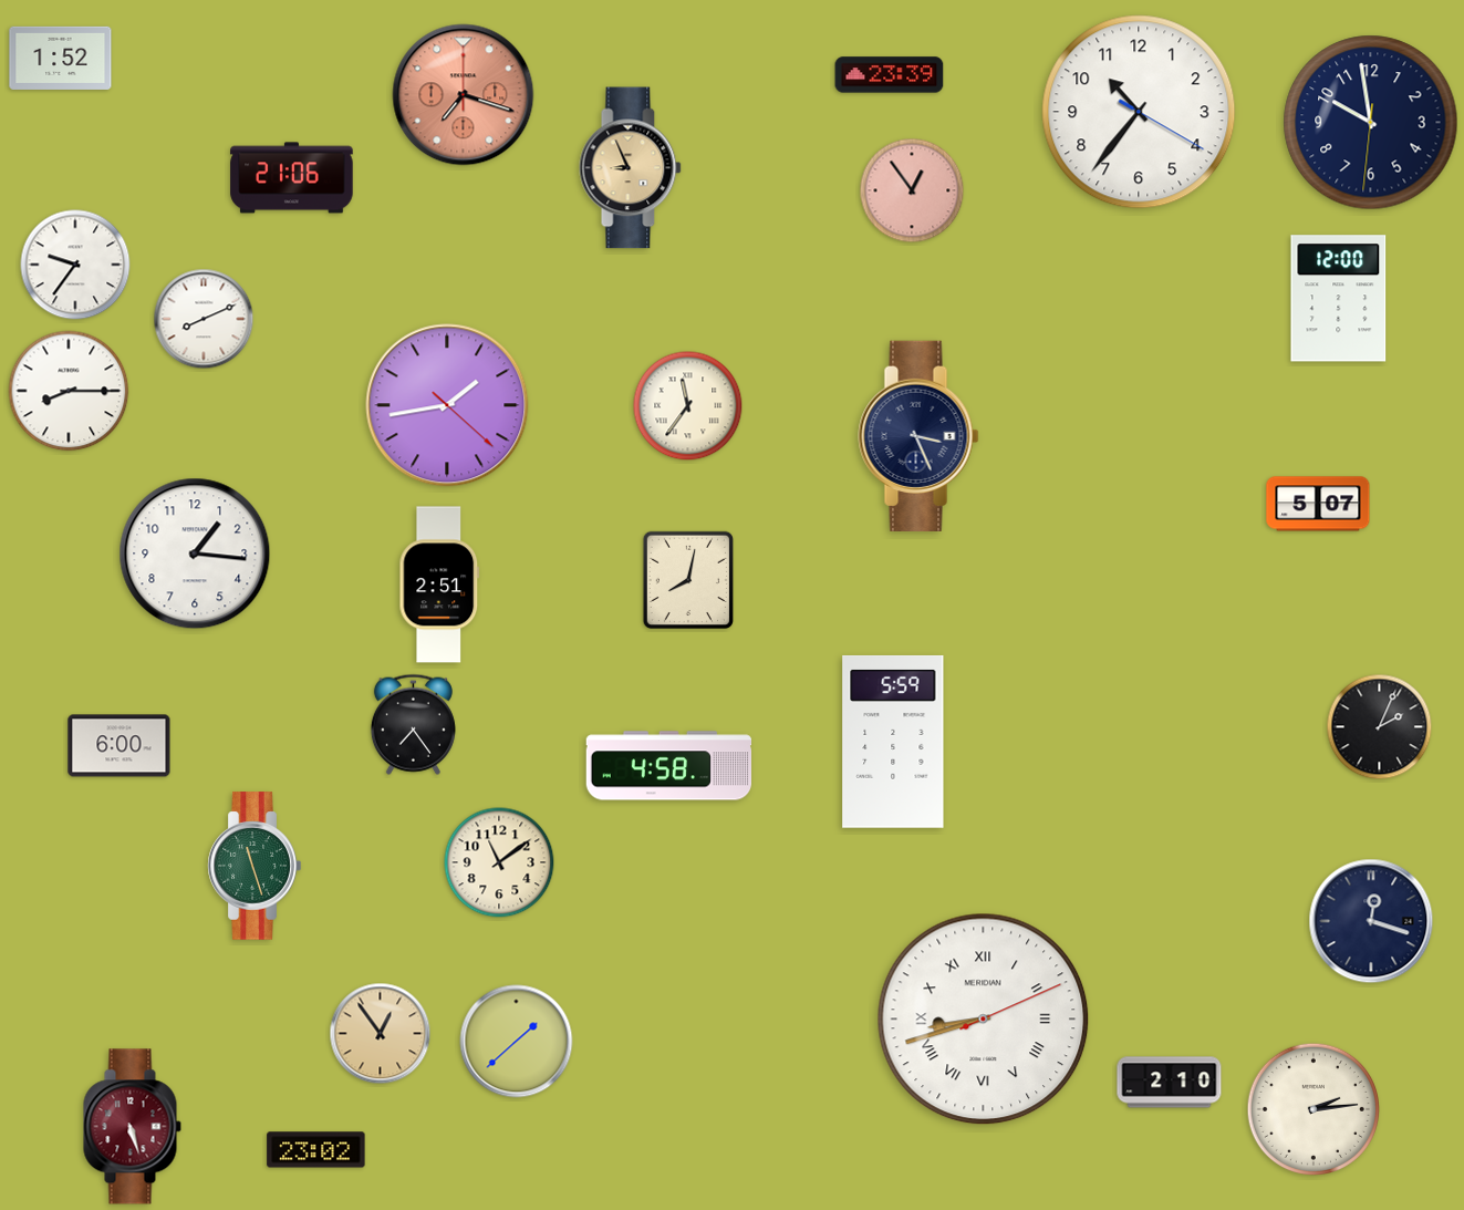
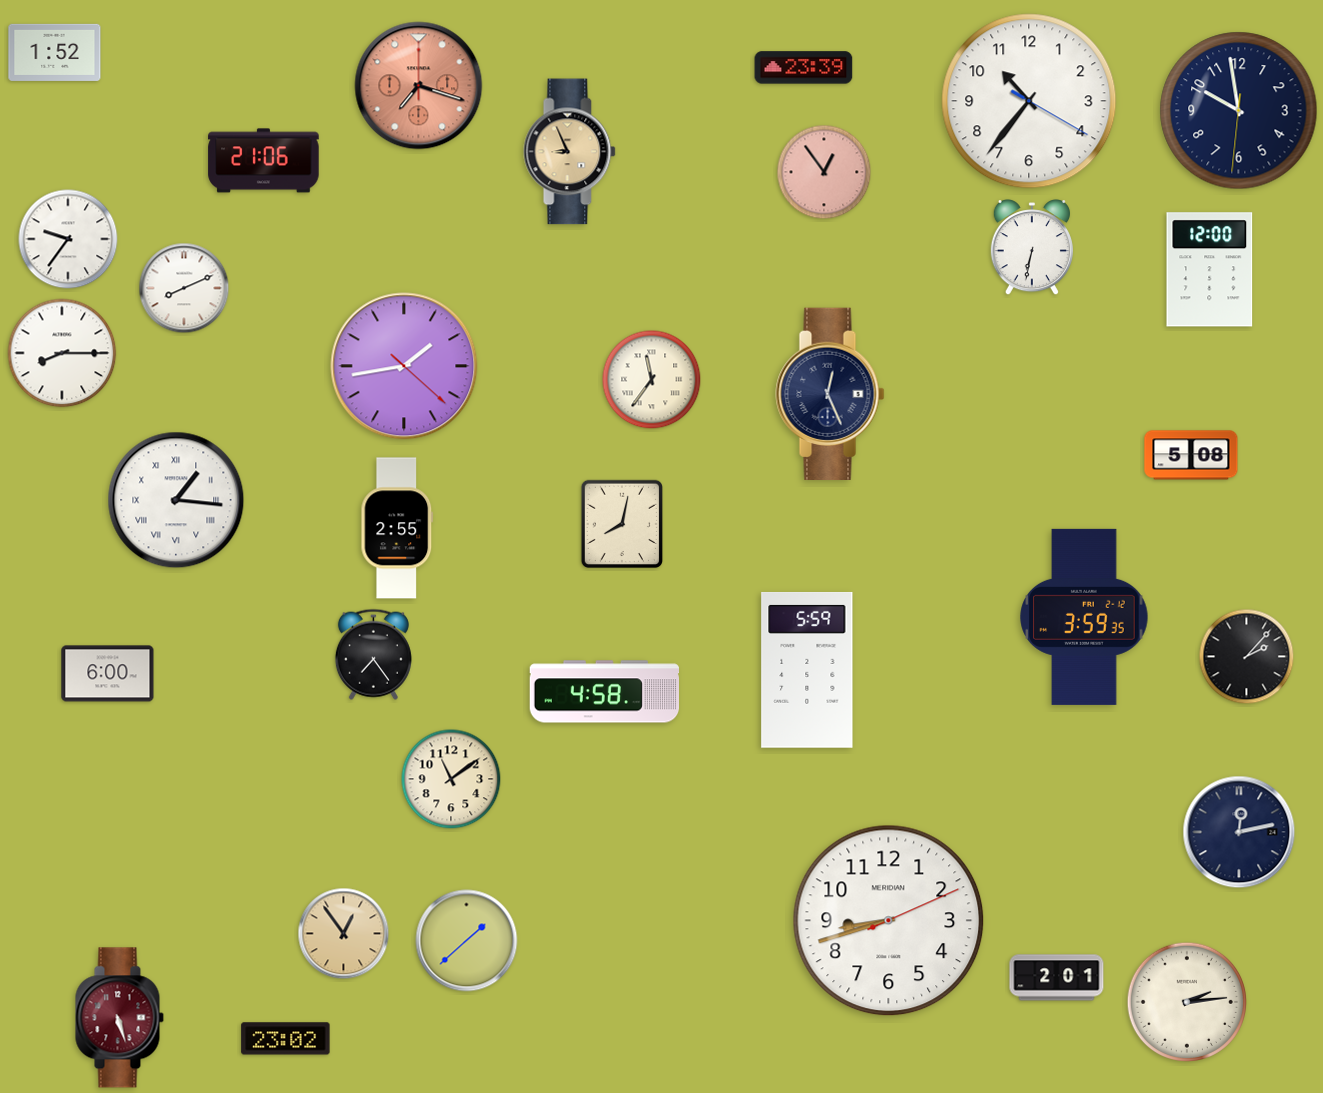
clock at (1032, 248): none -> 6:32
clock at (688, 406) position: (688, 406) -> (652, 380)
clock at (918, 435): 3:26 -> 12:26
clock at (1318, 504): 5:07 -> 5:08
clock at (195, 554) numerals: Arabic -> Roman
clock at (439, 585): 2:51 -> 2:55
clock at (1084, 617): none -> 3:59
clock at (1380, 727): 2:04 -> 2:07
clock at (255, 866): 11:27 -> none
clock at (1371, 921): 12:18 -> 12:13
clock at (984, 1020) numerals: Roman -> Arabic
clock at (1170, 1083): 2:10 -> 2:01
